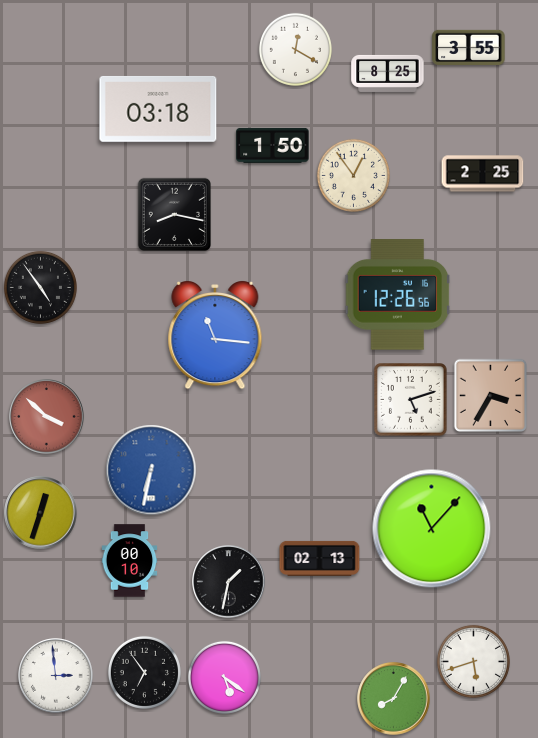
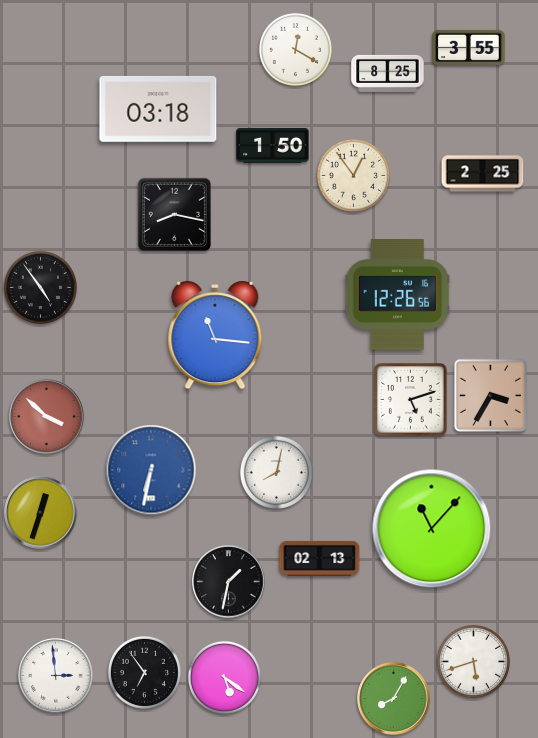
clock at (276, 472): none -> 8:02
clock at (130, 561): 00:10 -> none
